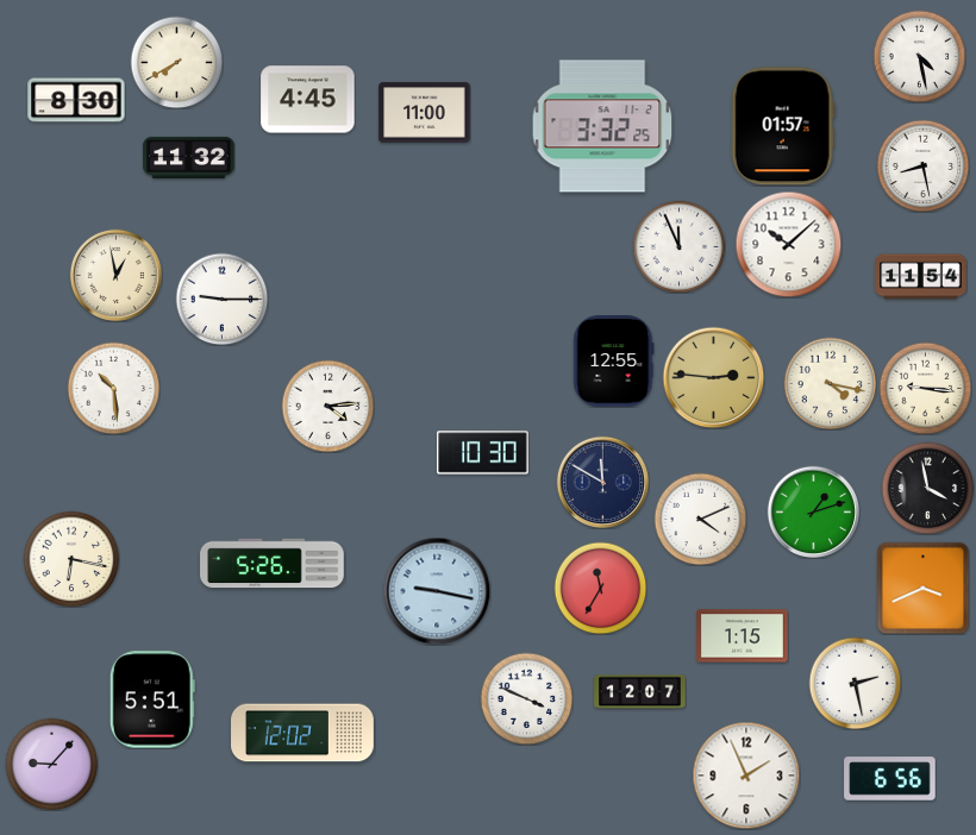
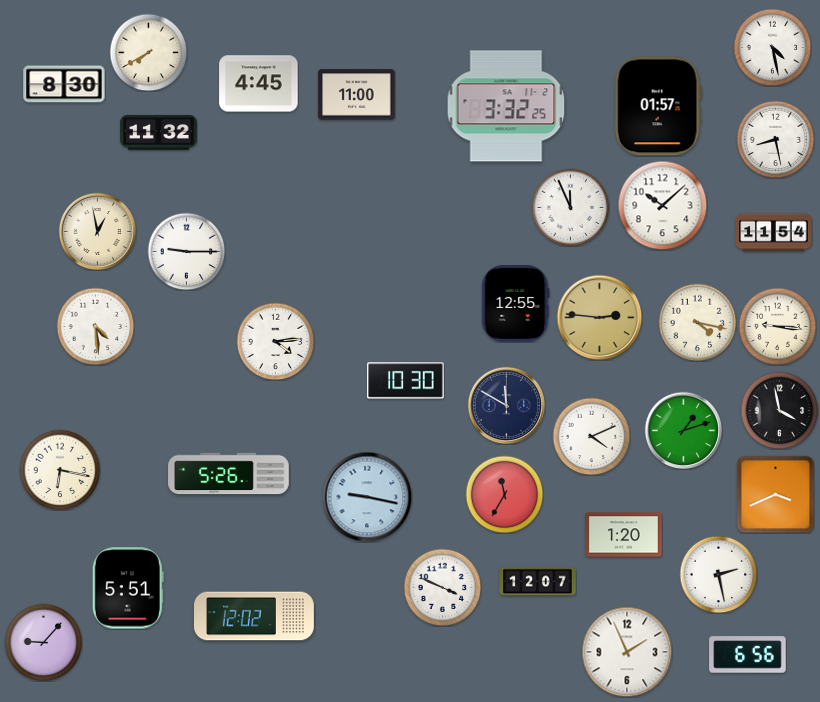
clock at (113, 388): 10:29 -> 4:29
clock at (700, 519) position: (700, 519) -> (591, 436)
clock at (743, 636): 1:15 -> 1:20
